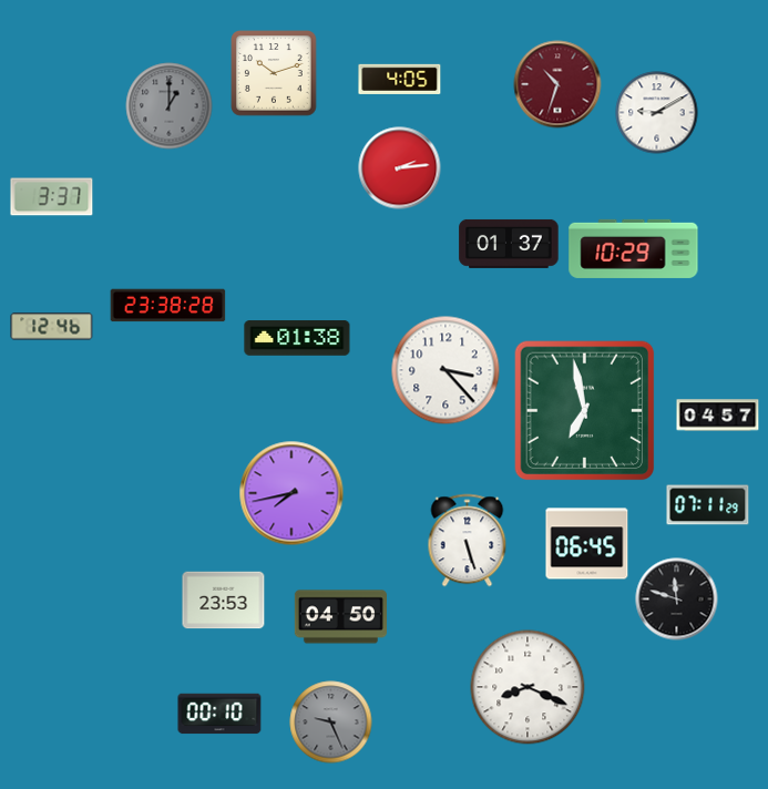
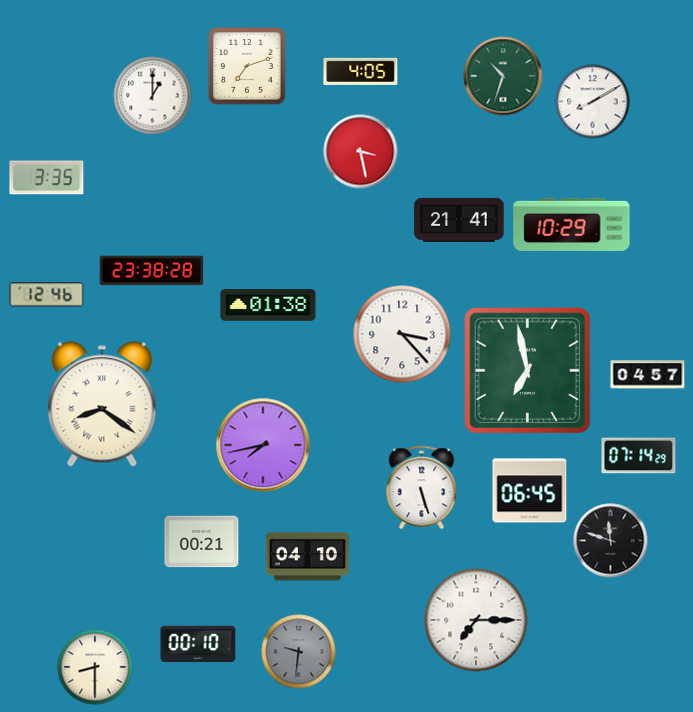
clock at (274, 73): 10:12 -> 7:12
clock at (557, 84) dial: burgundy -> green
clock at (170, 106) dial: grey -> white
clock at (657, 113): 9:10 -> 8:10
clock at (400, 168): 2:14 -> 3:28
clock at (52, 197): 3:37 -> 3:35
clock at (509, 244): 01:37 -> 21:41
clock at (168, 306) position: (168, 306) -> (152, 271)
clock at (102, 404): none -> 8:21
clock at (708, 505): 07:11 -> 07:14
clock at (224, 601): 23:53 -> 00:21
clock at (340, 617): 04:50 -> 04:10
clock at (528, 687): 8:19 -> 7:15
clock at (331, 723): 9:26 -> 9:31
clock at (95, 667): none -> 8:30
